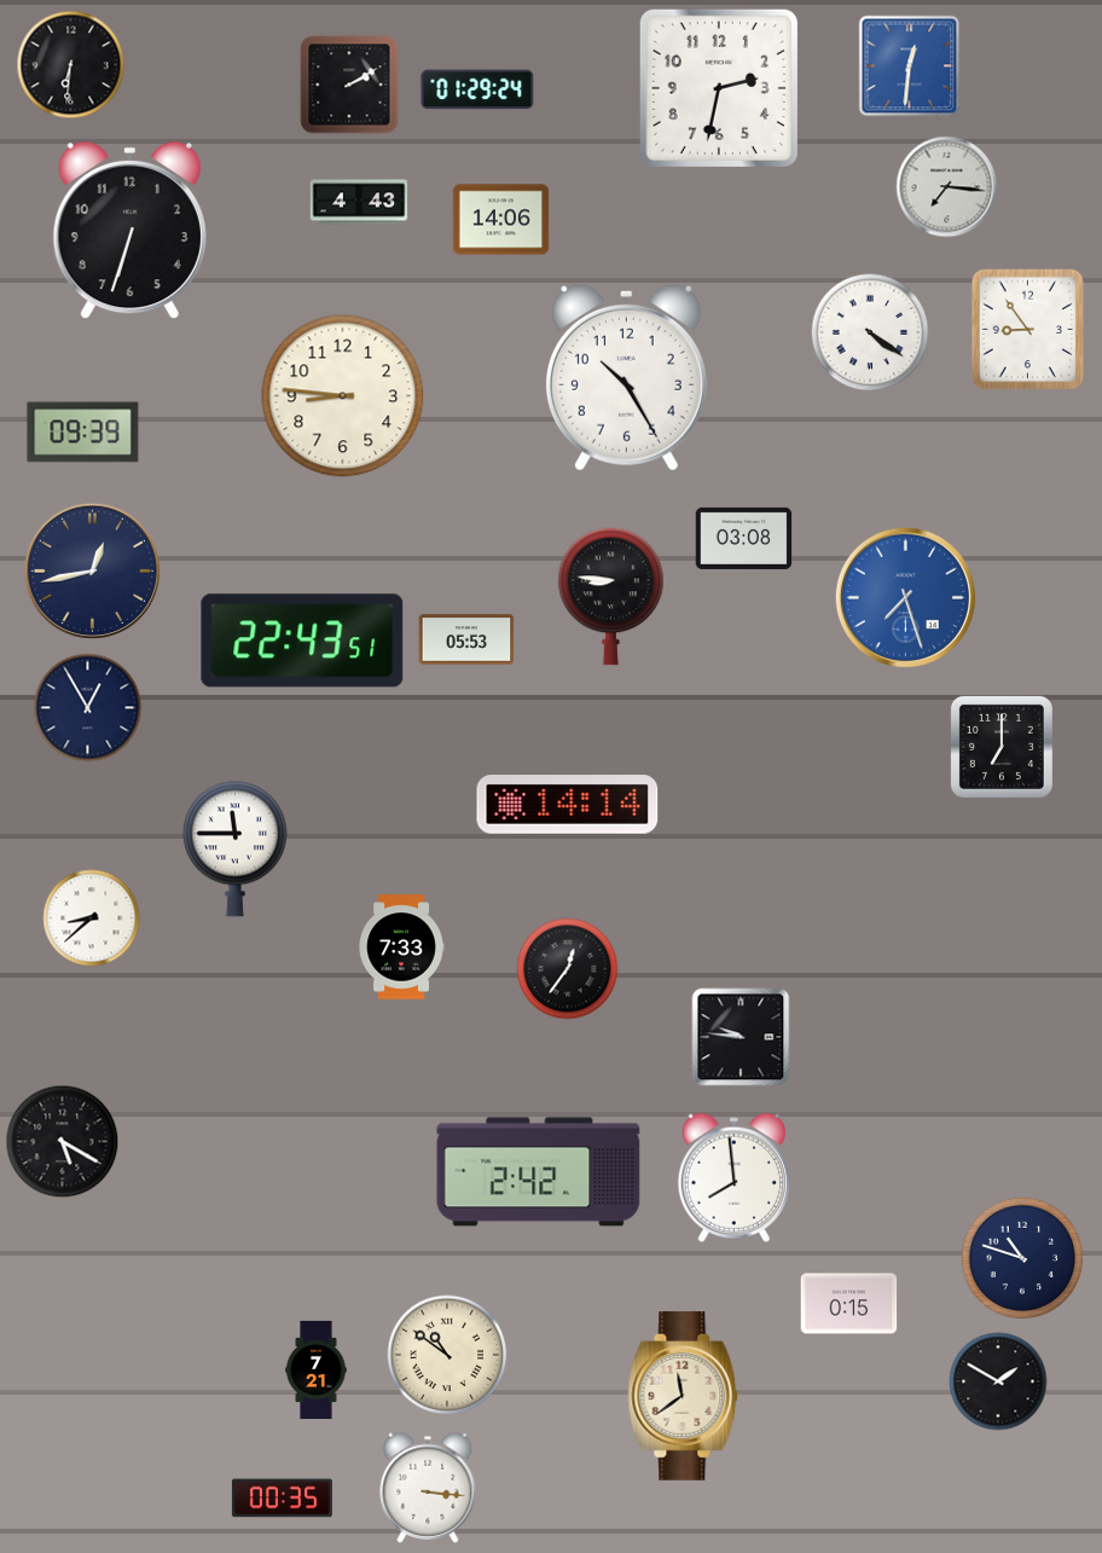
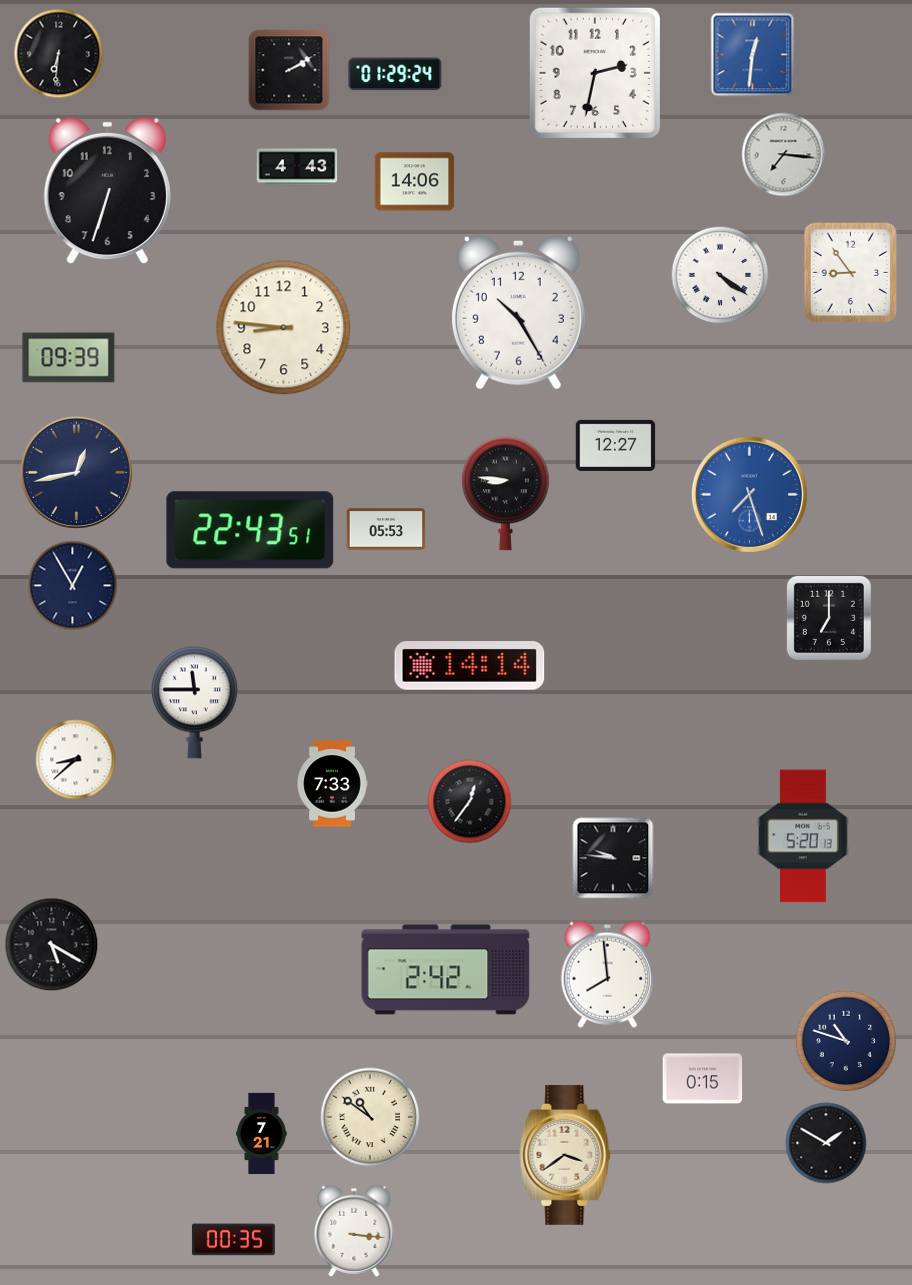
clock at (744, 538): 03:08 -> 12:27
clock at (803, 836): none -> 5:20
clock at (447, 1355) position: (447, 1355) -> (370, 1117)
clock at (683, 1397): 11:39 -> 3:39
